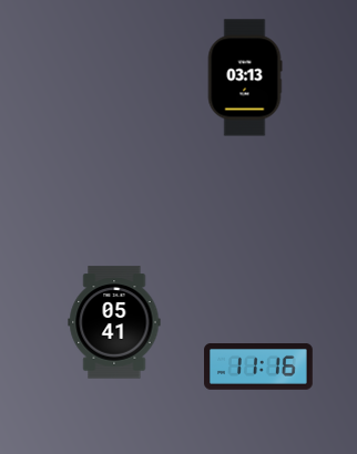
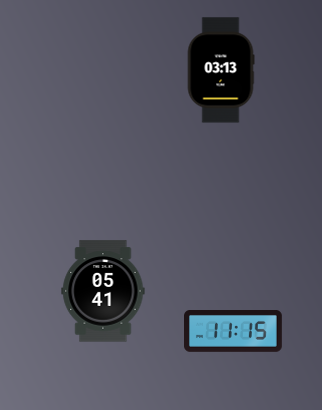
clock at (259, 368): 11:16 -> 11:15
